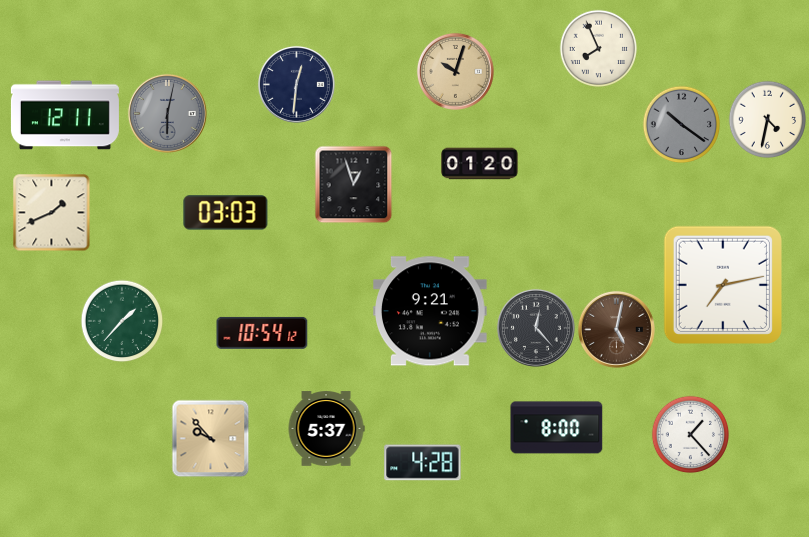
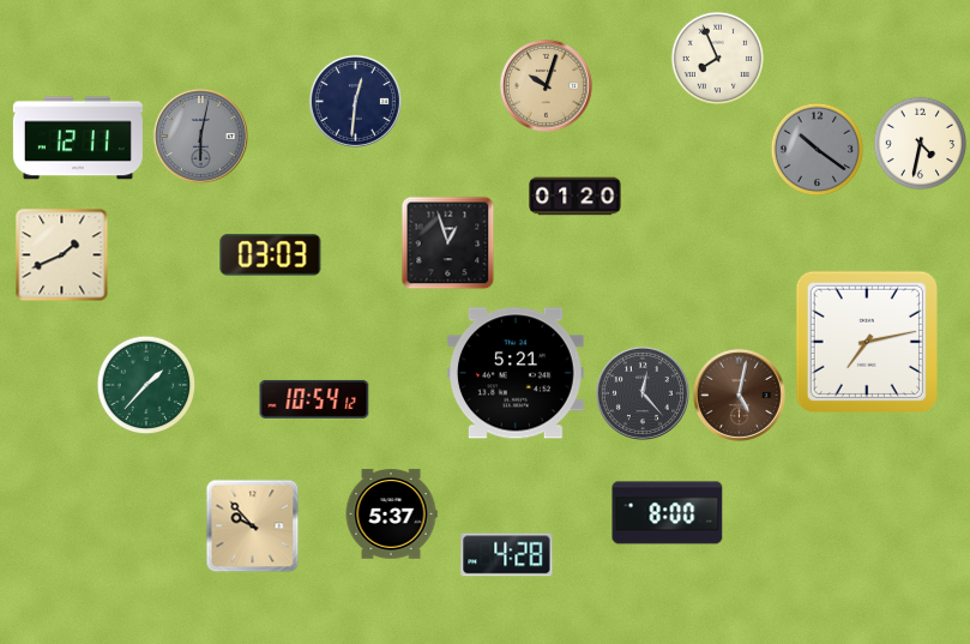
clock at (353, 184) position: (353, 184) -> (447, 242)
clock at (431, 311): 9:21 -> 5:21
clock at (690, 434): 1:23 -> none
